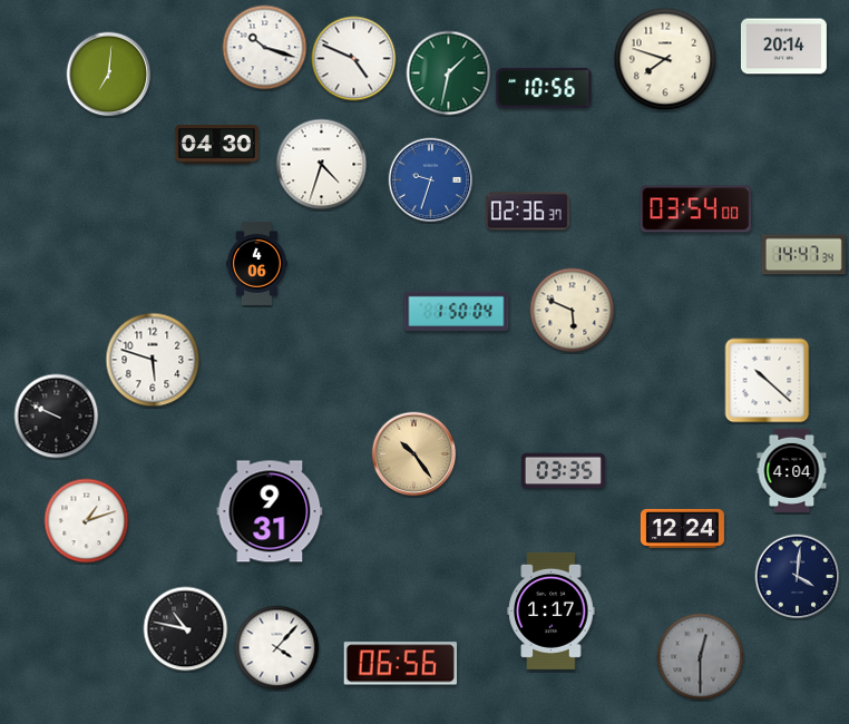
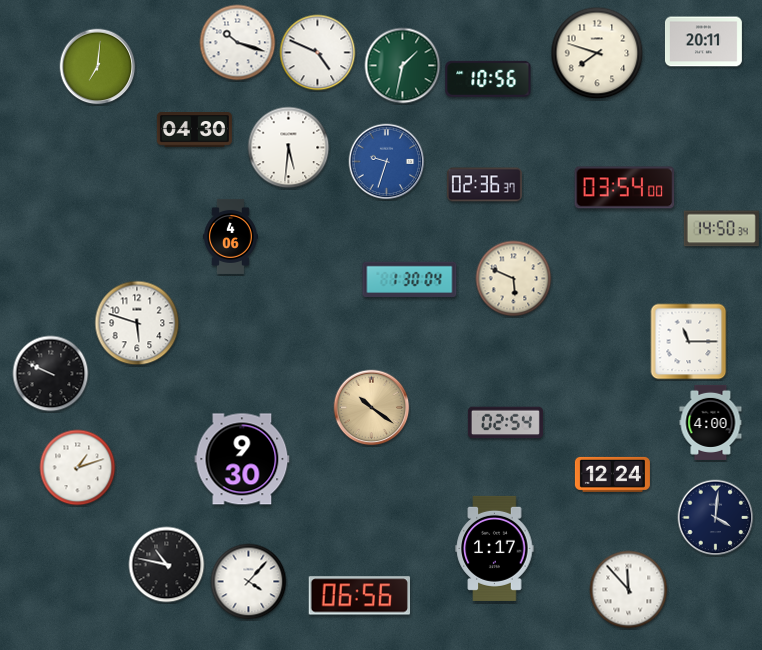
clock at (783, 47): 20:14 -> 20:11
clock at (322, 165): 4:33 -> 5:31
clock at (527, 212) position: (527, 212) -> (484, 185)
clock at (803, 255): 14:47 -> 14:50
clock at (457, 311): 1:50 -> 1:30
clock at (768, 381): 10:22 -> 11:15
clock at (414, 454): 10:24 -> 10:21
clock at (792, 470): 4:04 -> 4:00
clock at (563, 471): 03:35 -> 02:54
clock at (270, 511): 9:31 -> 9:30
clock at (701, 657): 12:30 -> 11:53
clock at (701, 657) dial: grey -> white
